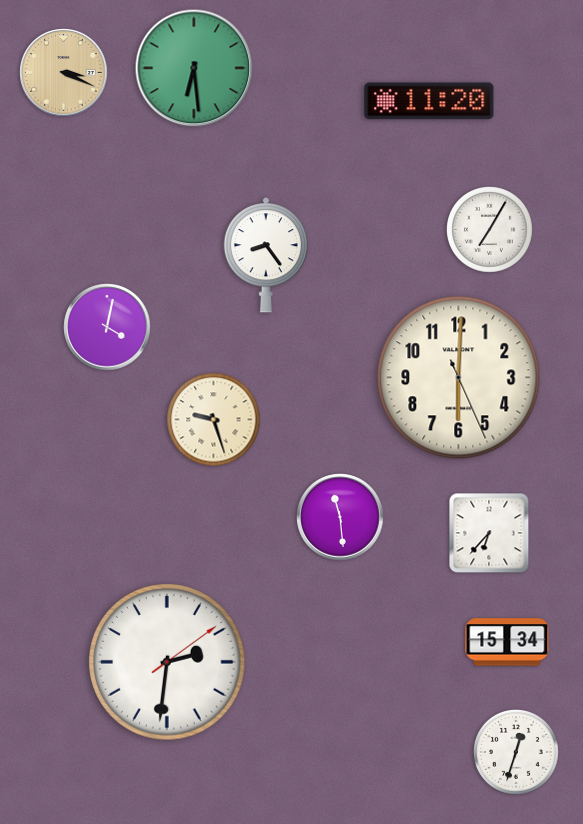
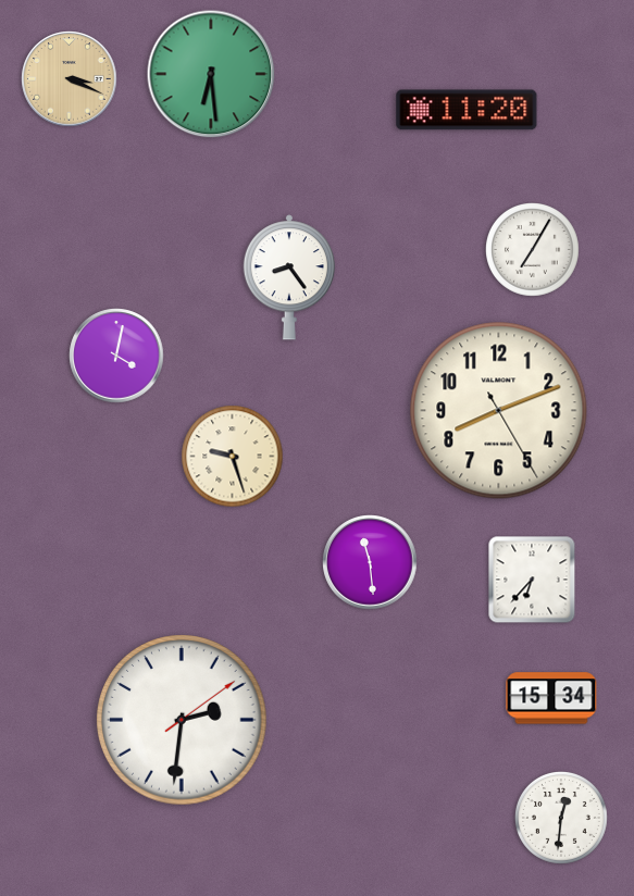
clock at (459, 378): 6:00 -> 8:11
clock at (516, 752): 12:33 -> 12:31
